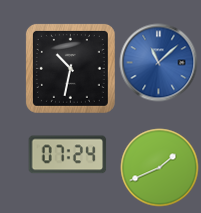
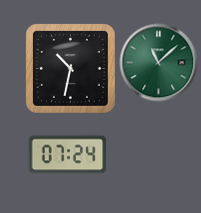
clock at (158, 62) dial: blue -> green
clock at (159, 167): 1:41 -> none
